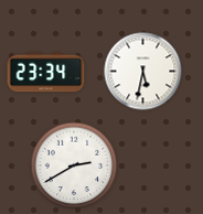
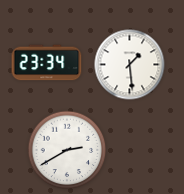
clock at (143, 72): 5:32 -> 1:29
clock at (46, 73) position: (46, 73) -> (47, 63)
